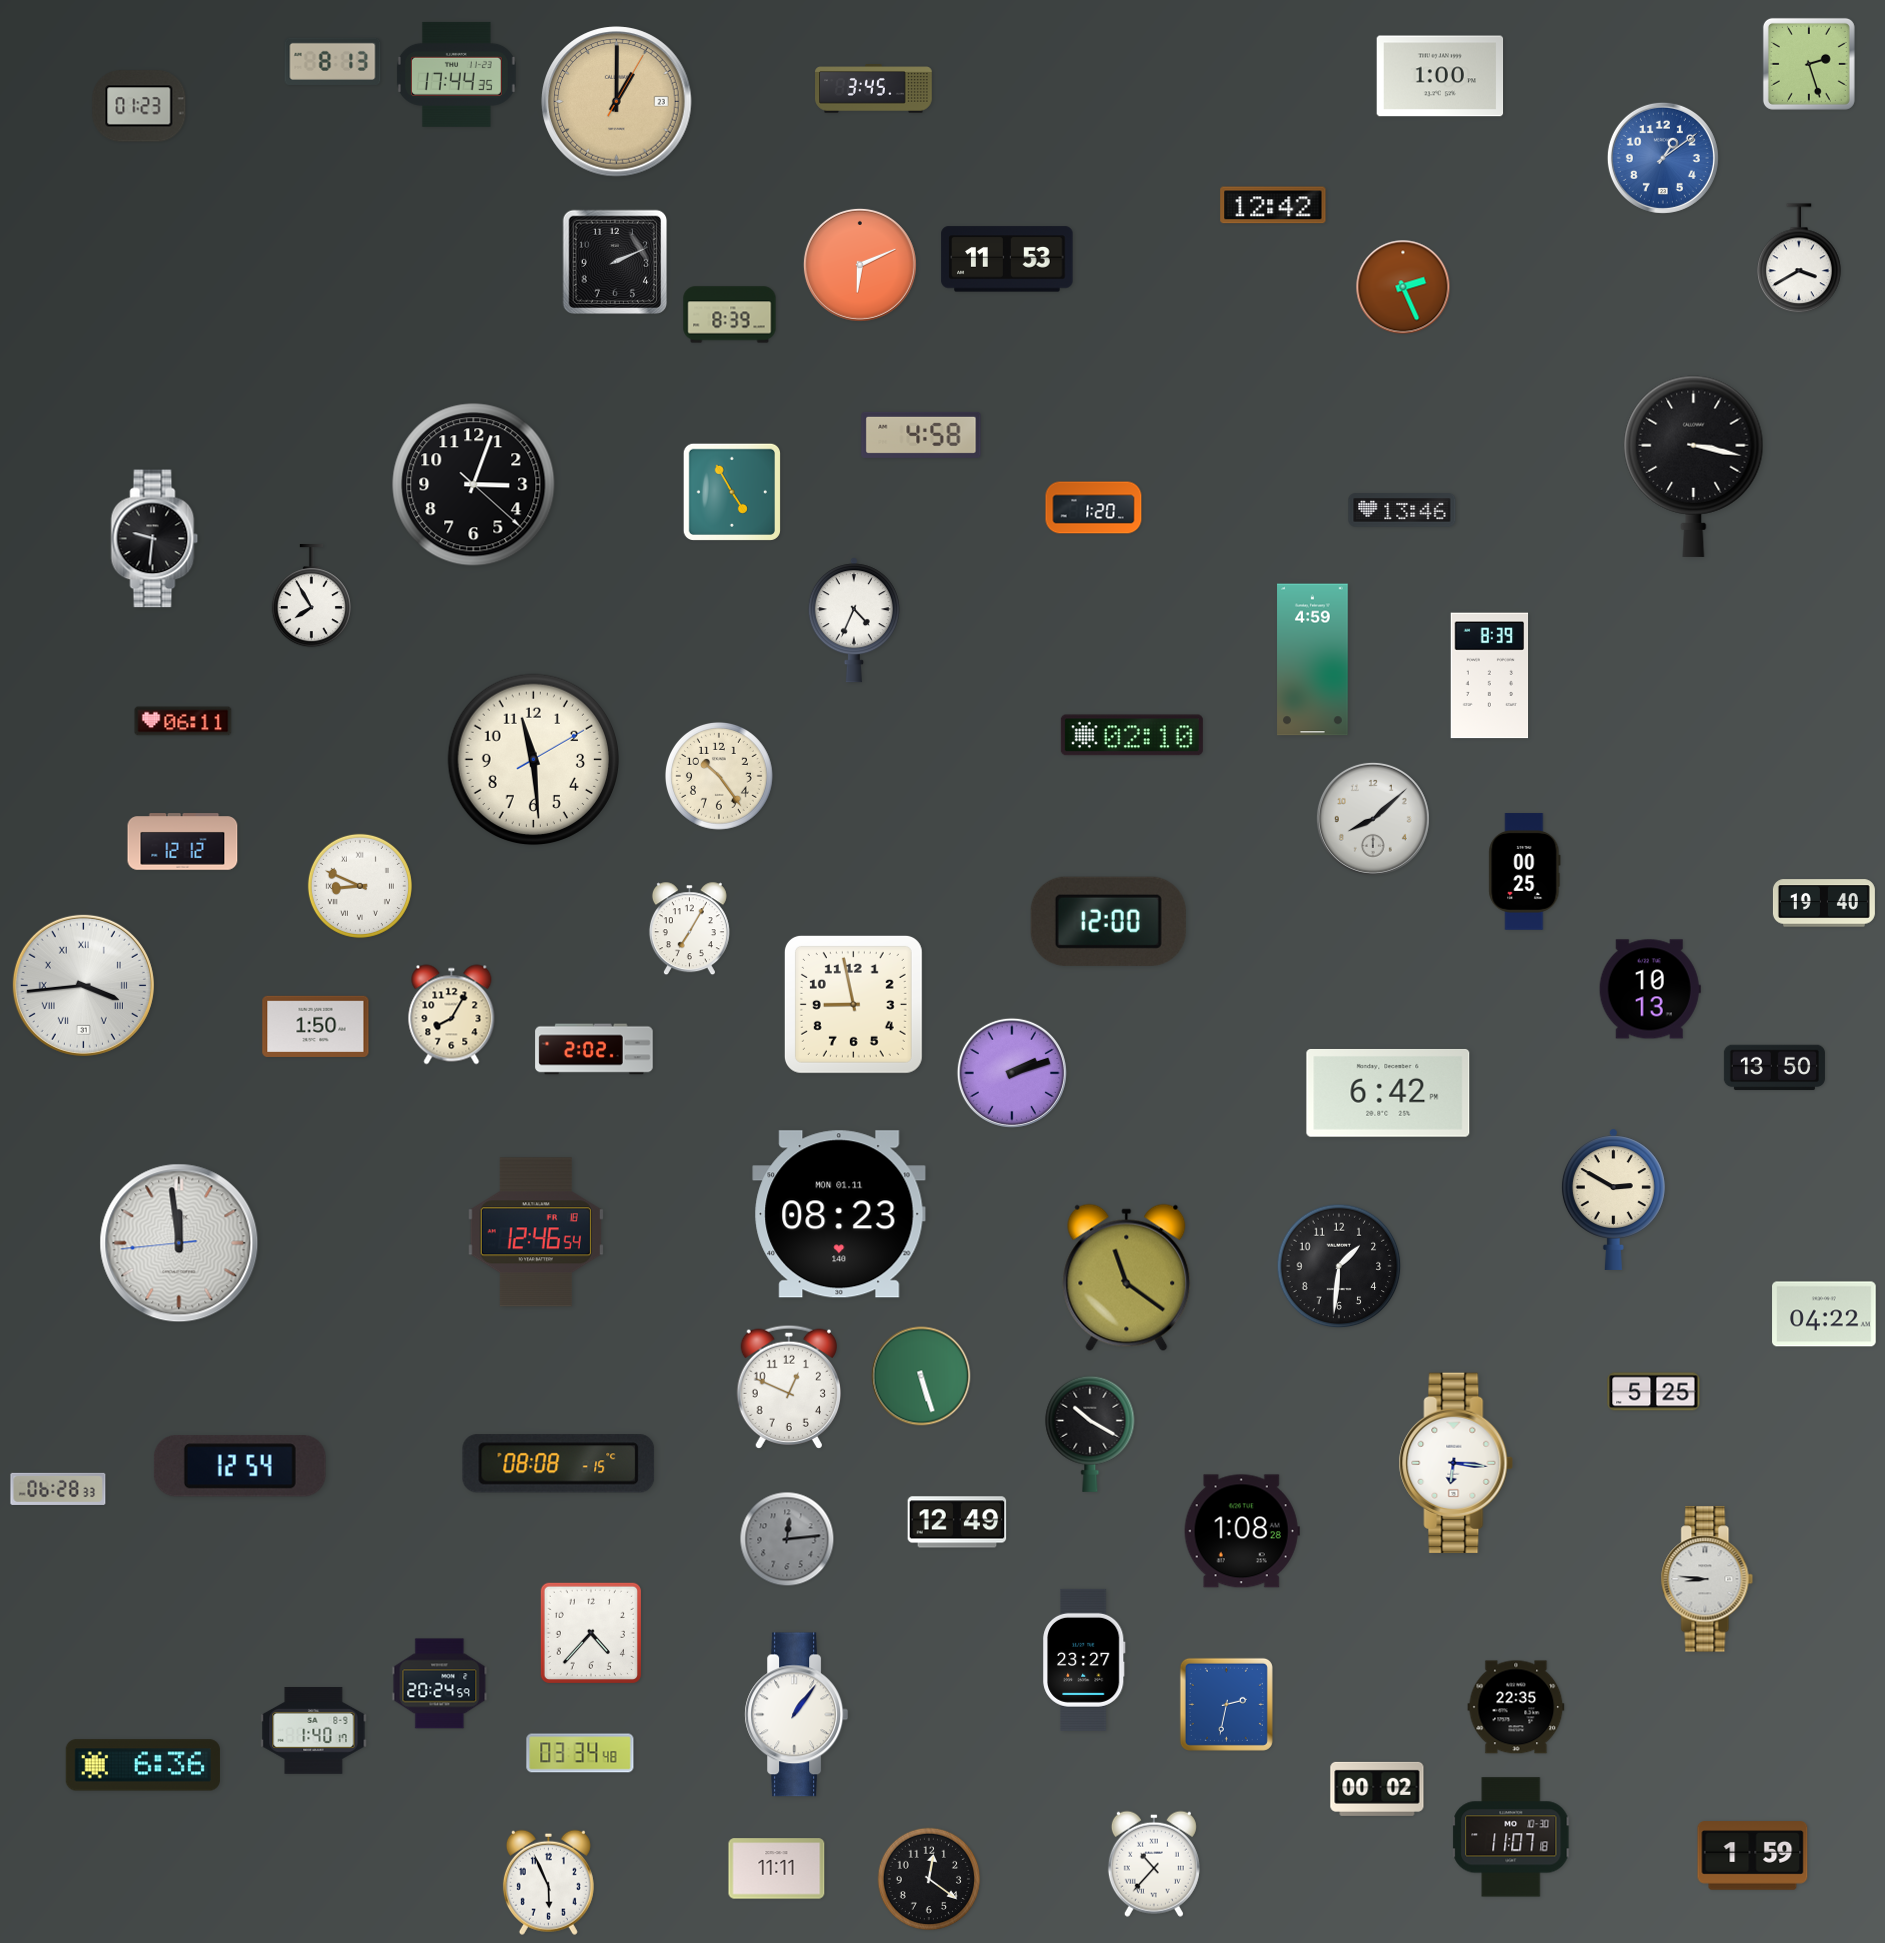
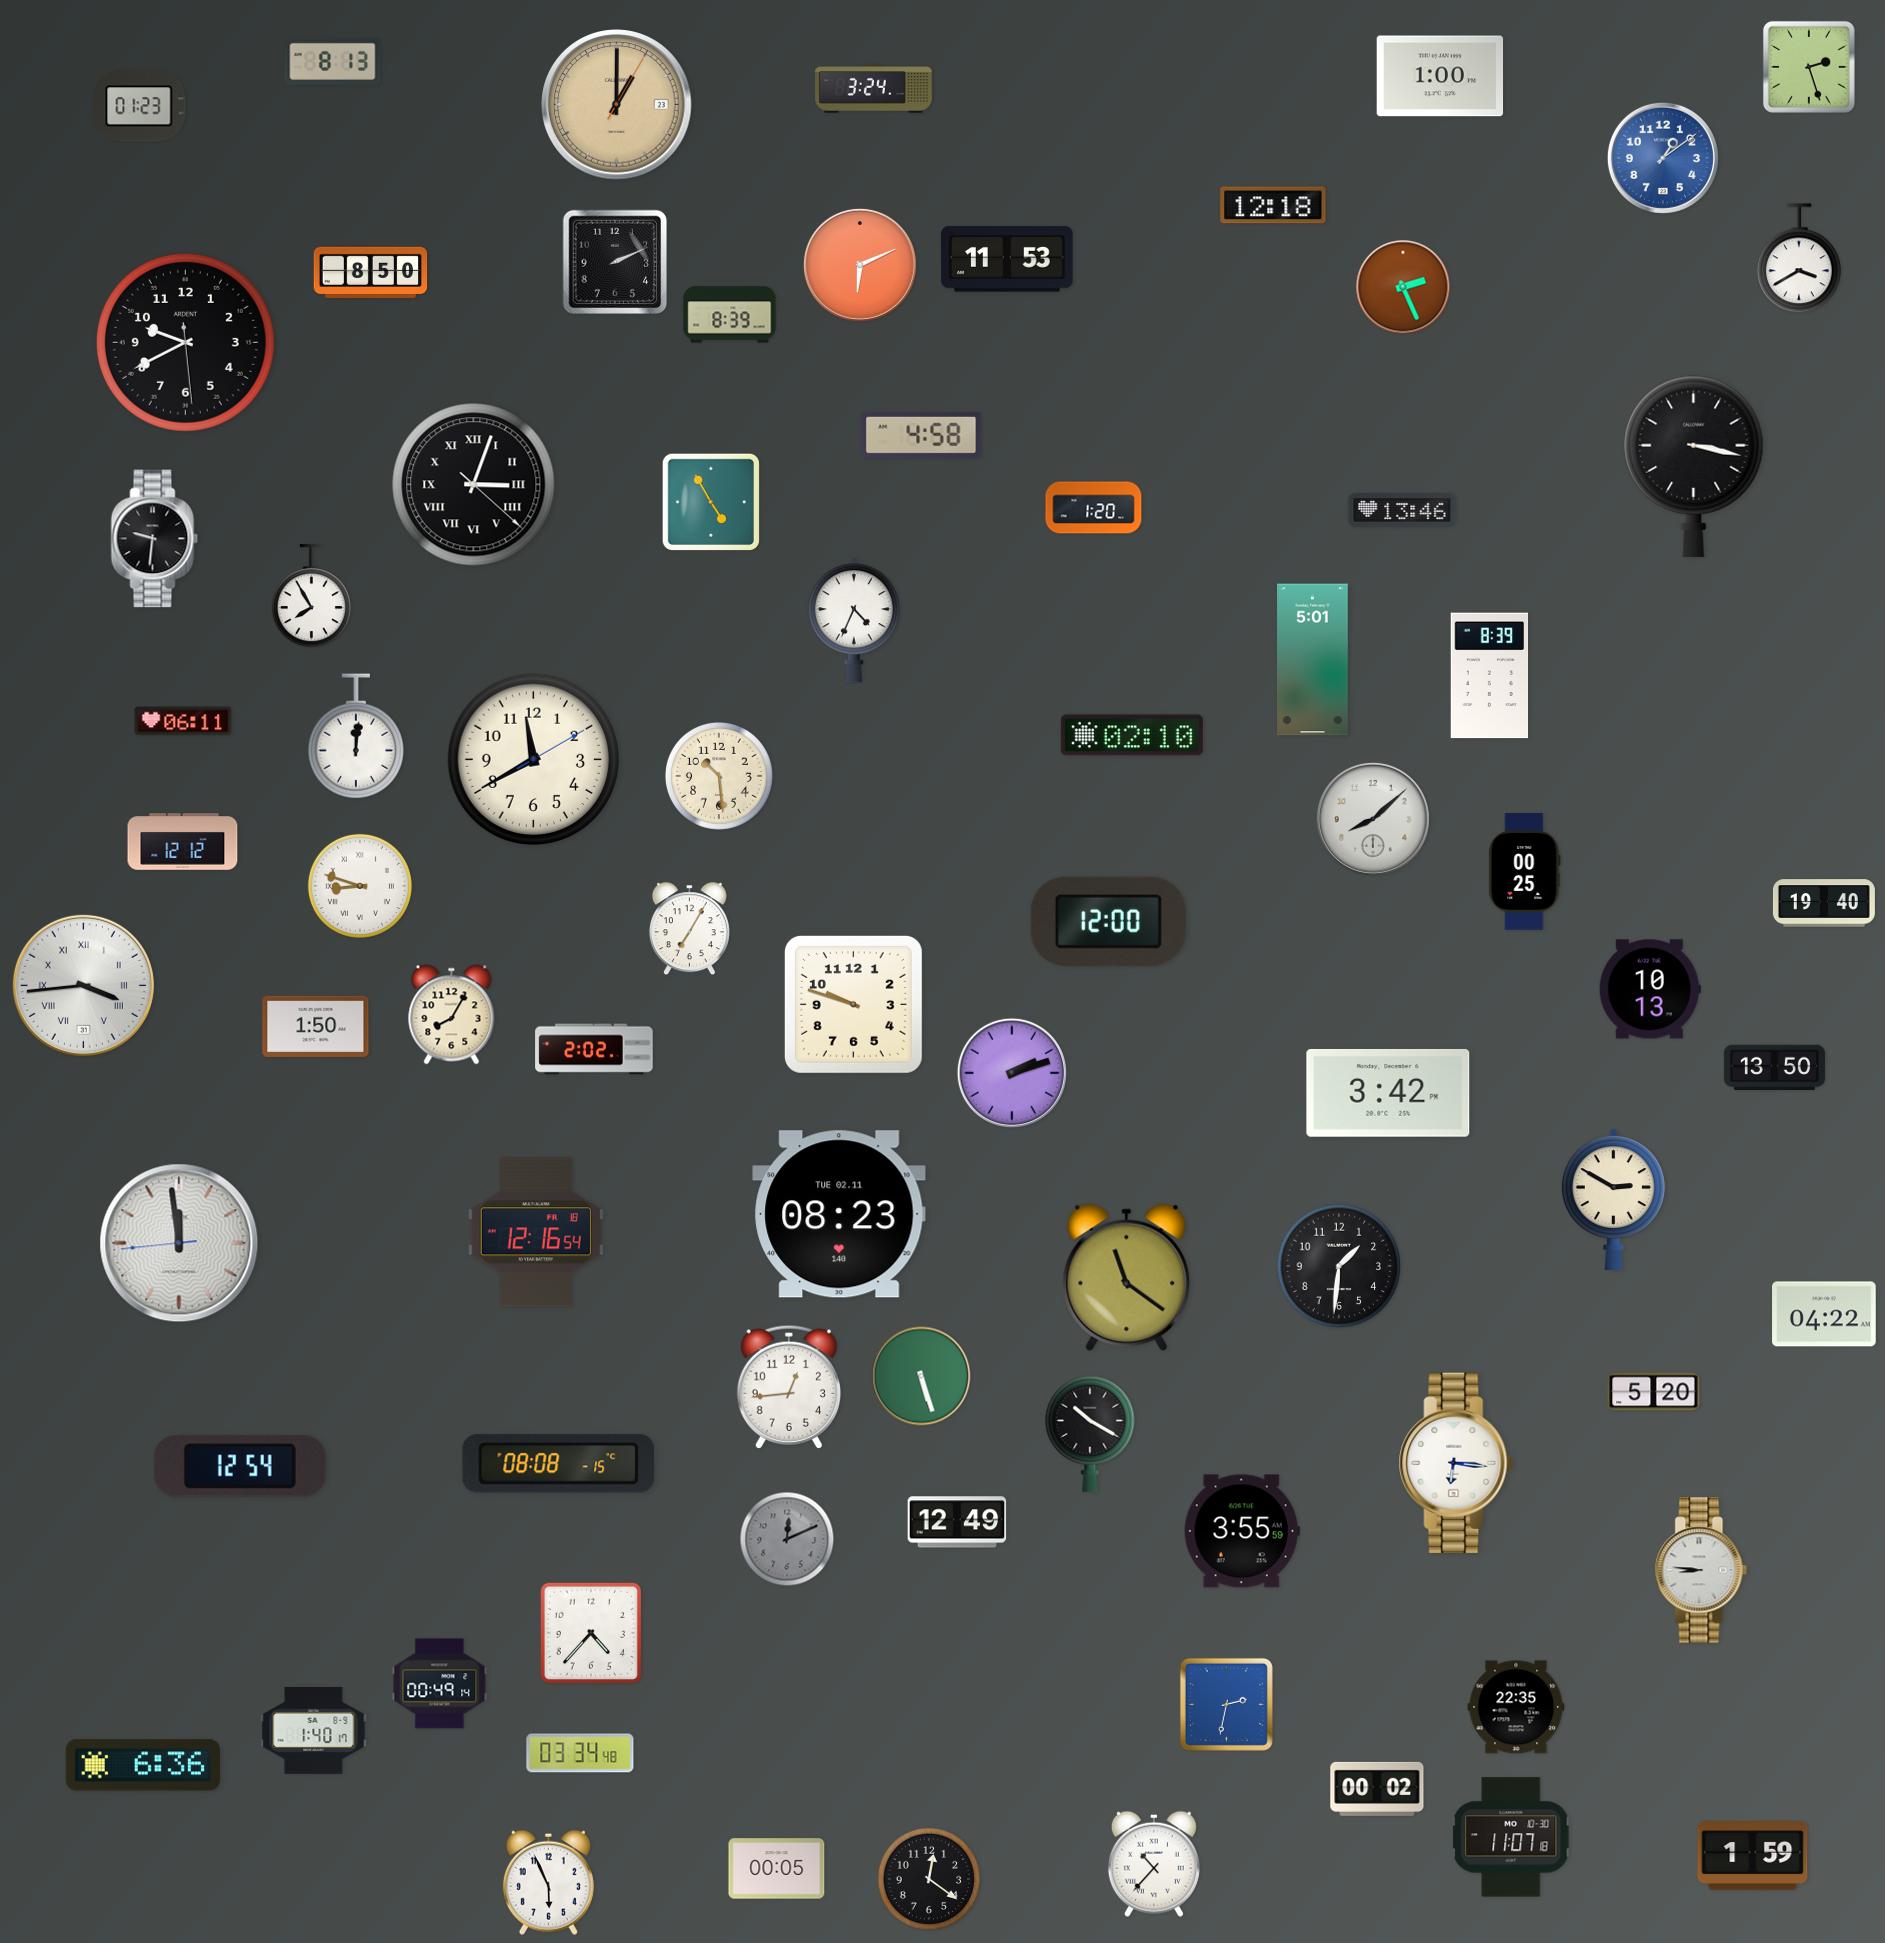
clock at (1809, 64) position: (1809, 64) -> (1809, 67)
clock at (456, 74): 17:44 -> none
clock at (874, 89): 3:45 -> 3:24
clock at (617, 102) position: (617, 102) -> (617, 105)
clock at (1273, 205): 12:42 -> 12:18
clock at (371, 272): none -> 8:50
clock at (185, 342): none -> 9:40
clock at (474, 485) numerals: Arabic -> Roman
clock at (732, 492) position: (732, 492) -> (711, 502)
clock at (1313, 660): 4:59 -> 5:01
clock at (355, 736): none -> 12:01
clock at (533, 759): 11:29 -> 11:40
clock at (719, 776): 10:24 -> 10:29
clock at (360, 886): 8:49 -> 8:48
clock at (853, 1004): 8:58 -> 9:48
clock at (1388, 1093): 6:42 -> 3:42
clock at (839, 1214) date: MON 01.11 -> TUE 02.11
clock at (536, 1232): 12:46 -> 12:16
clock at (788, 1387): 12:49 -> 12:44
clock at (1654, 1392): 5:25 -> 5:20
clock at (58, 1489): 06:28 -> none
clock at (1242, 1531): 1:08 -> 3:55
clock at (787, 1539): 12:14 -> 12:11
clock at (1707, 1579) position: (1707, 1579) -> (1701, 1570)
clock at (1085, 1660): 23:27 -> none
clock at (440, 1684): 20:24 -> 00:49
clock at (797, 1715): 1:06 -> none
clock at (777, 1869): 11:11 -> 00:05
